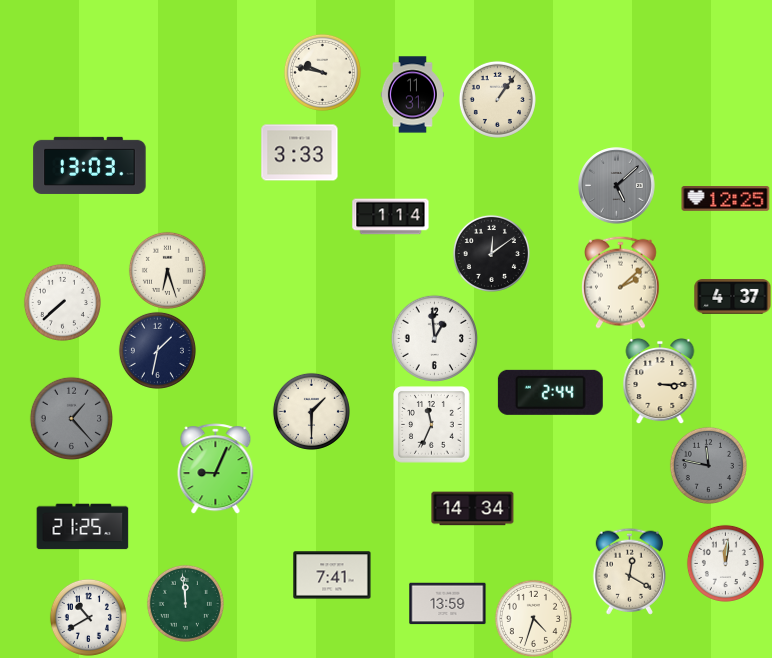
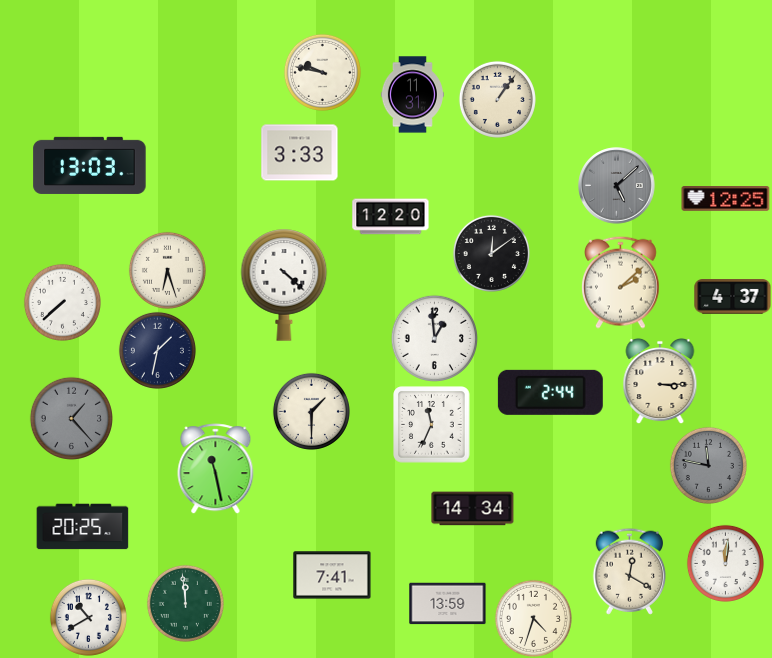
clock at (391, 217): 1:14 -> 12:20
clock at (284, 285): none -> 4:22
clock at (216, 469): 9:04 -> 11:28
clock at (83, 527): 21:25 -> 20:25
